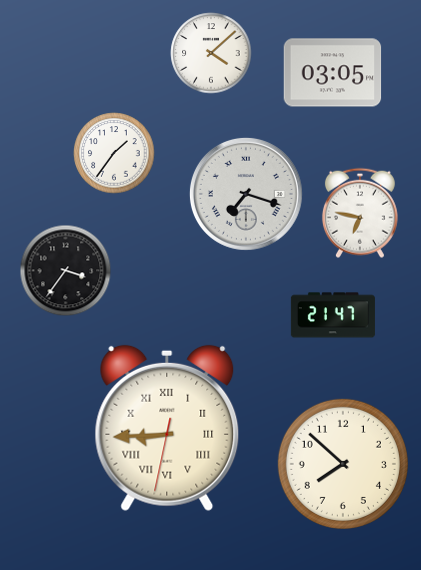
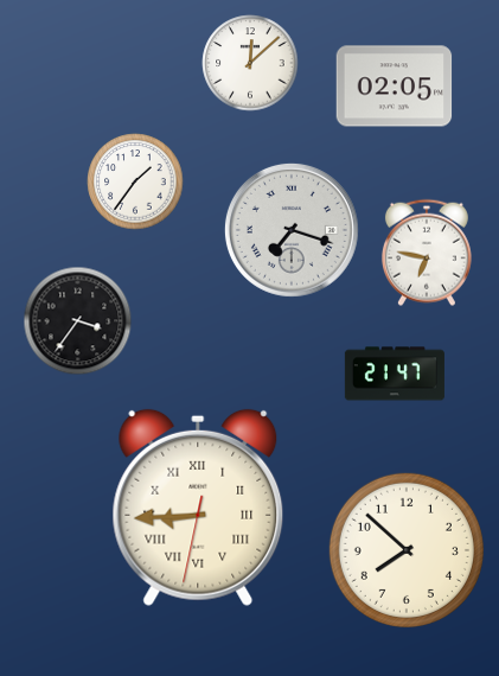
clock at (211, 53): 4:08 -> 12:08
clock at (333, 73): 03:05 -> 02:05
